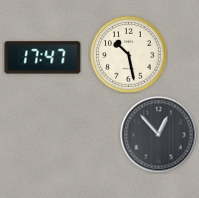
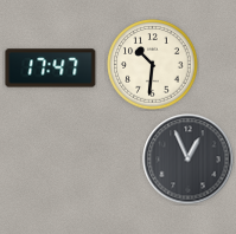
clock at (129, 55): 10:28 -> 10:31
clock at (159, 135): 12:53 -> 12:56
